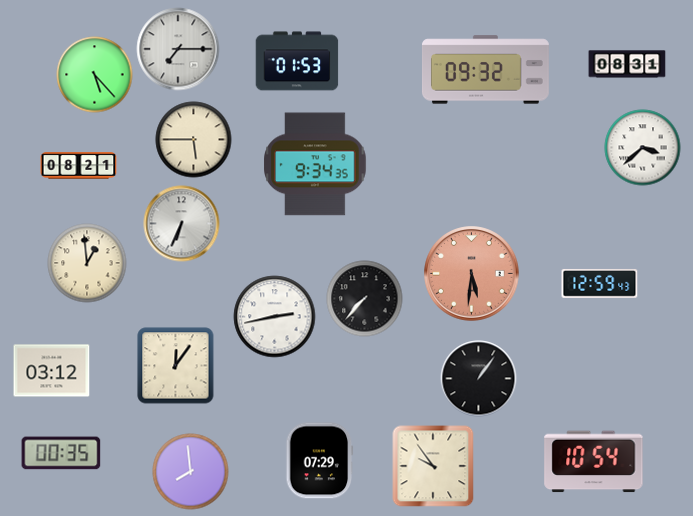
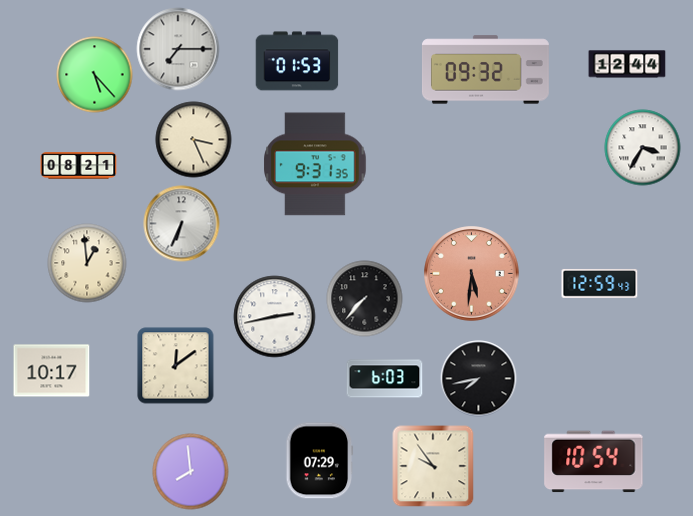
clock at (627, 64): 08:31 -> 12:44
clock at (194, 140): 5:45 -> 3:26
clock at (643, 148): 3:38 -> 3:35
clock at (315, 164): 9:34 -> 9:31
clock at (176, 366): 12:06 -> 12:09
clock at (52, 371): 03:12 -> 10:17
clock at (385, 379): none -> 6:03
clock at (479, 379): 1:06 -> 7:43
clock at (61, 453): 00:35 -> none
